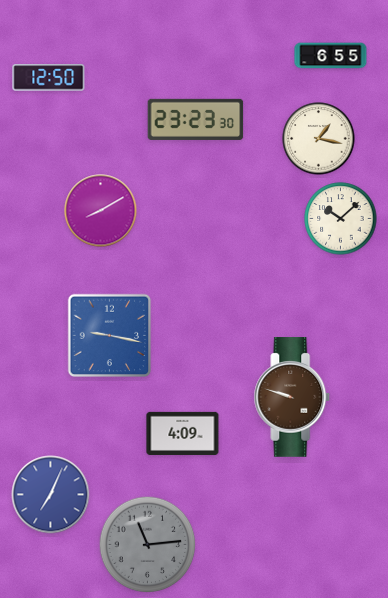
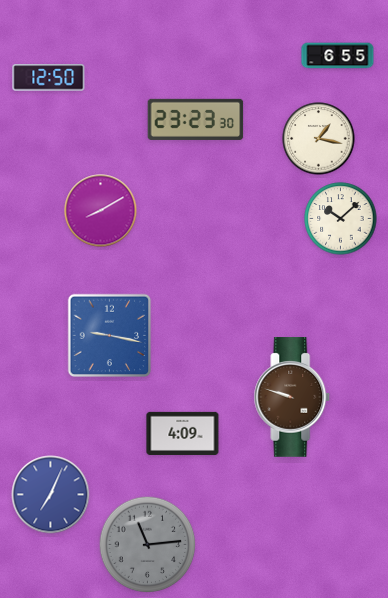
clock at (331, 56) position: (331, 56) -> (338, 56)
